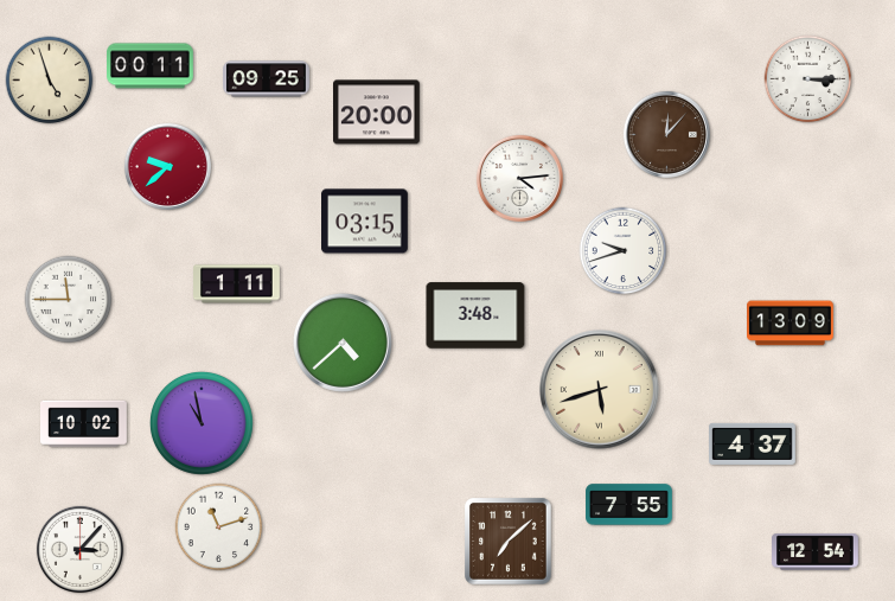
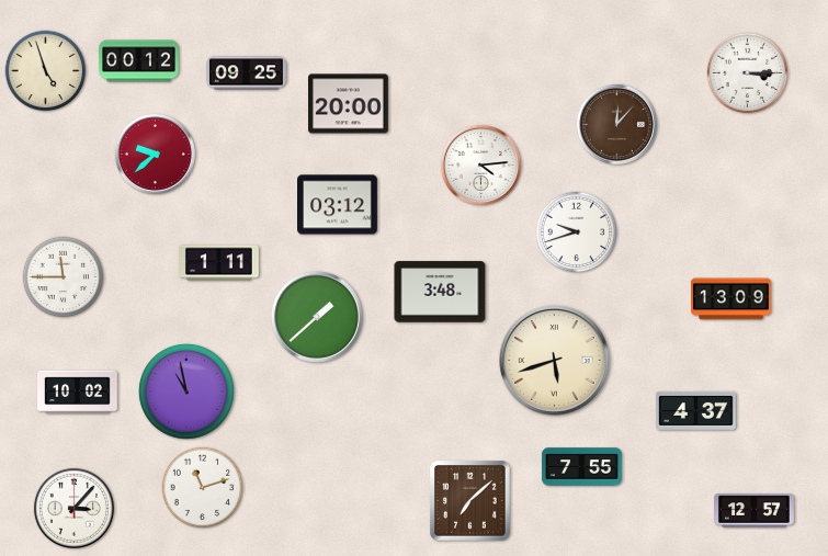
clock at (151, 66): 00:11 -> 00:12
clock at (50, 81) position: (50, 81) -> (46, 71)
clock at (365, 222): 03:15 -> 03:12
clock at (343, 343): 4:38 -> 1:38
clock at (816, 552): 12:54 -> 12:57
